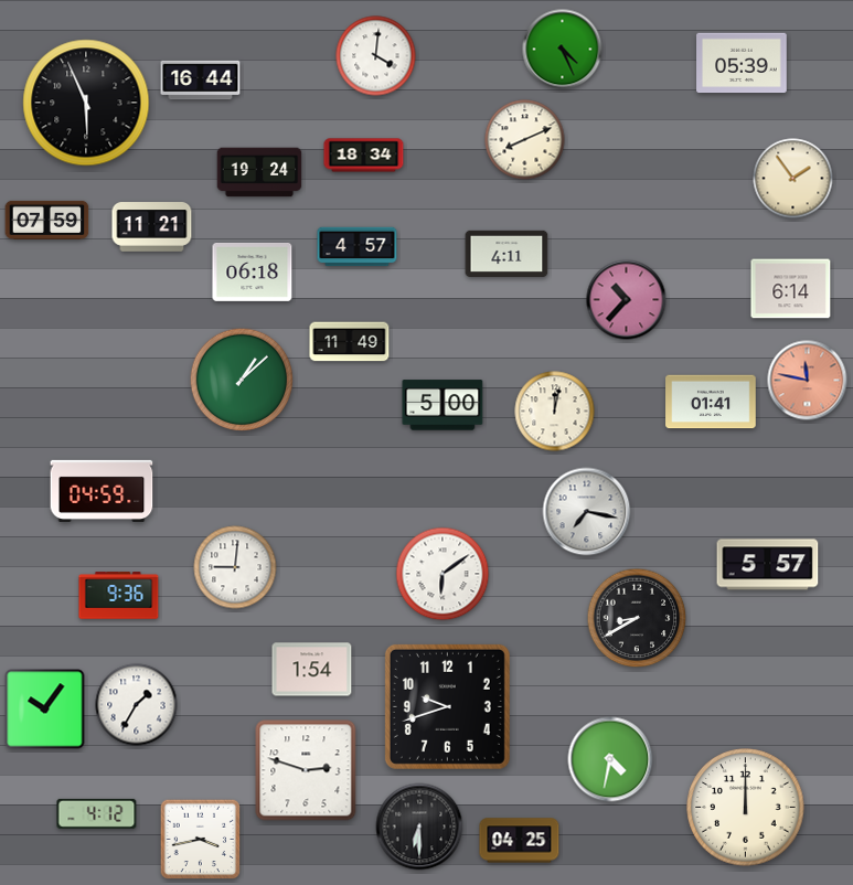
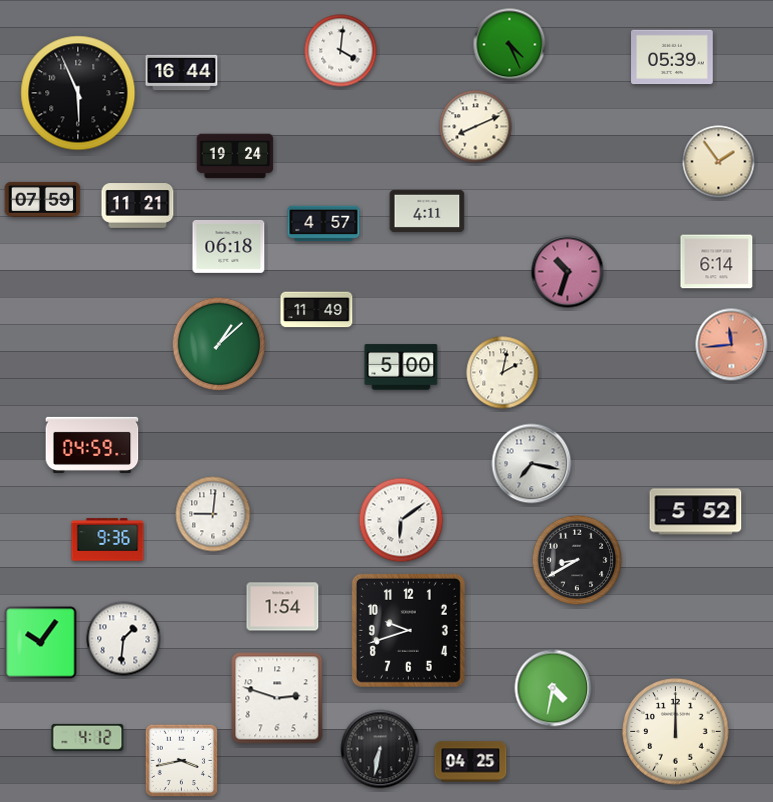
clock at (364, 156): 18:34 -> none
clock at (507, 253) position: (507, 253) -> (427, 210)
clock at (627, 300): 10:37 -> 10:33
clock at (808, 381): 11:47 -> 11:44
clock at (711, 402): 01:41 -> none
clock at (555, 412): 12:02 -> 2:02
clock at (768, 565): 5:57 -> 5:52
clock at (137, 705): 1:35 -> 1:31
clock at (447, 706) position: (447, 706) -> (408, 630)
clock at (419, 827): 6:30 -> 6:32
